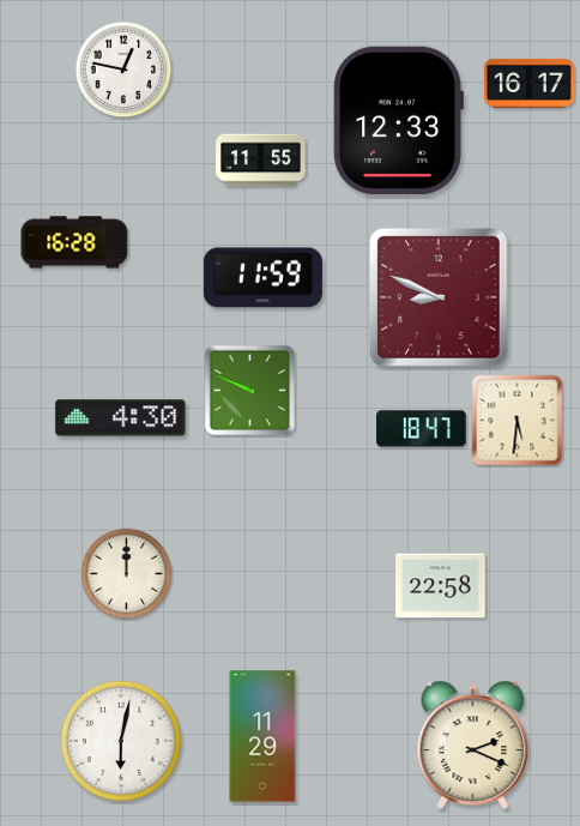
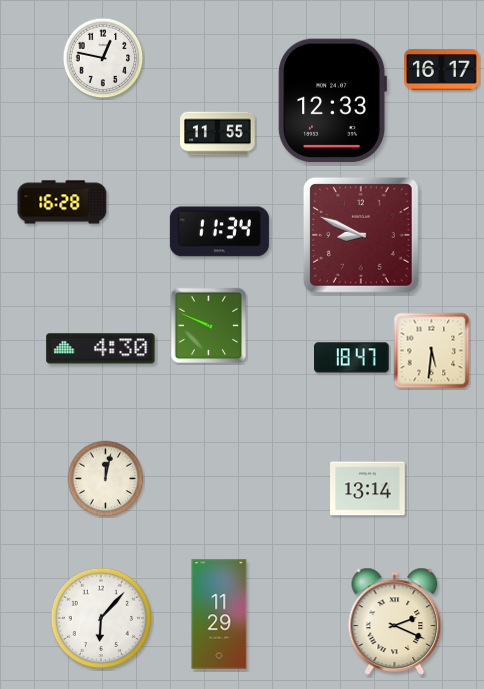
clock at (262, 278): 11:59 -> 11:34
clock at (439, 297) position: (439, 297) -> (361, 235)
clock at (127, 574): 12:00 -> 12:02
clock at (441, 586): 22:58 -> 13:14
clock at (120, 740): 6:02 -> 6:07
